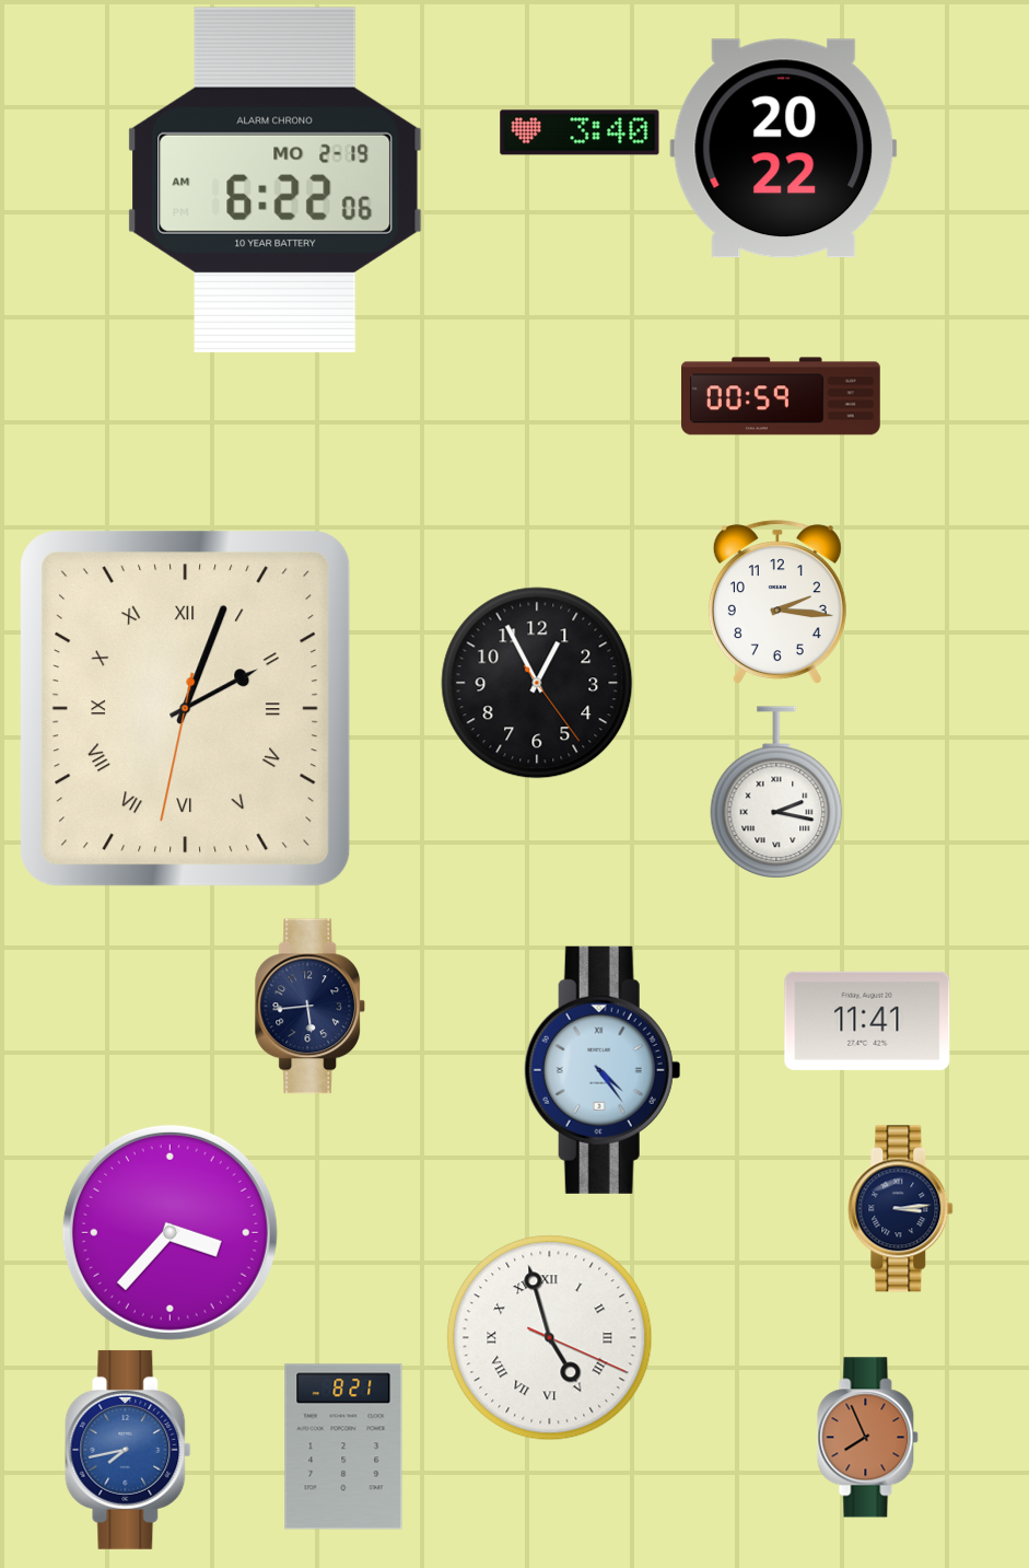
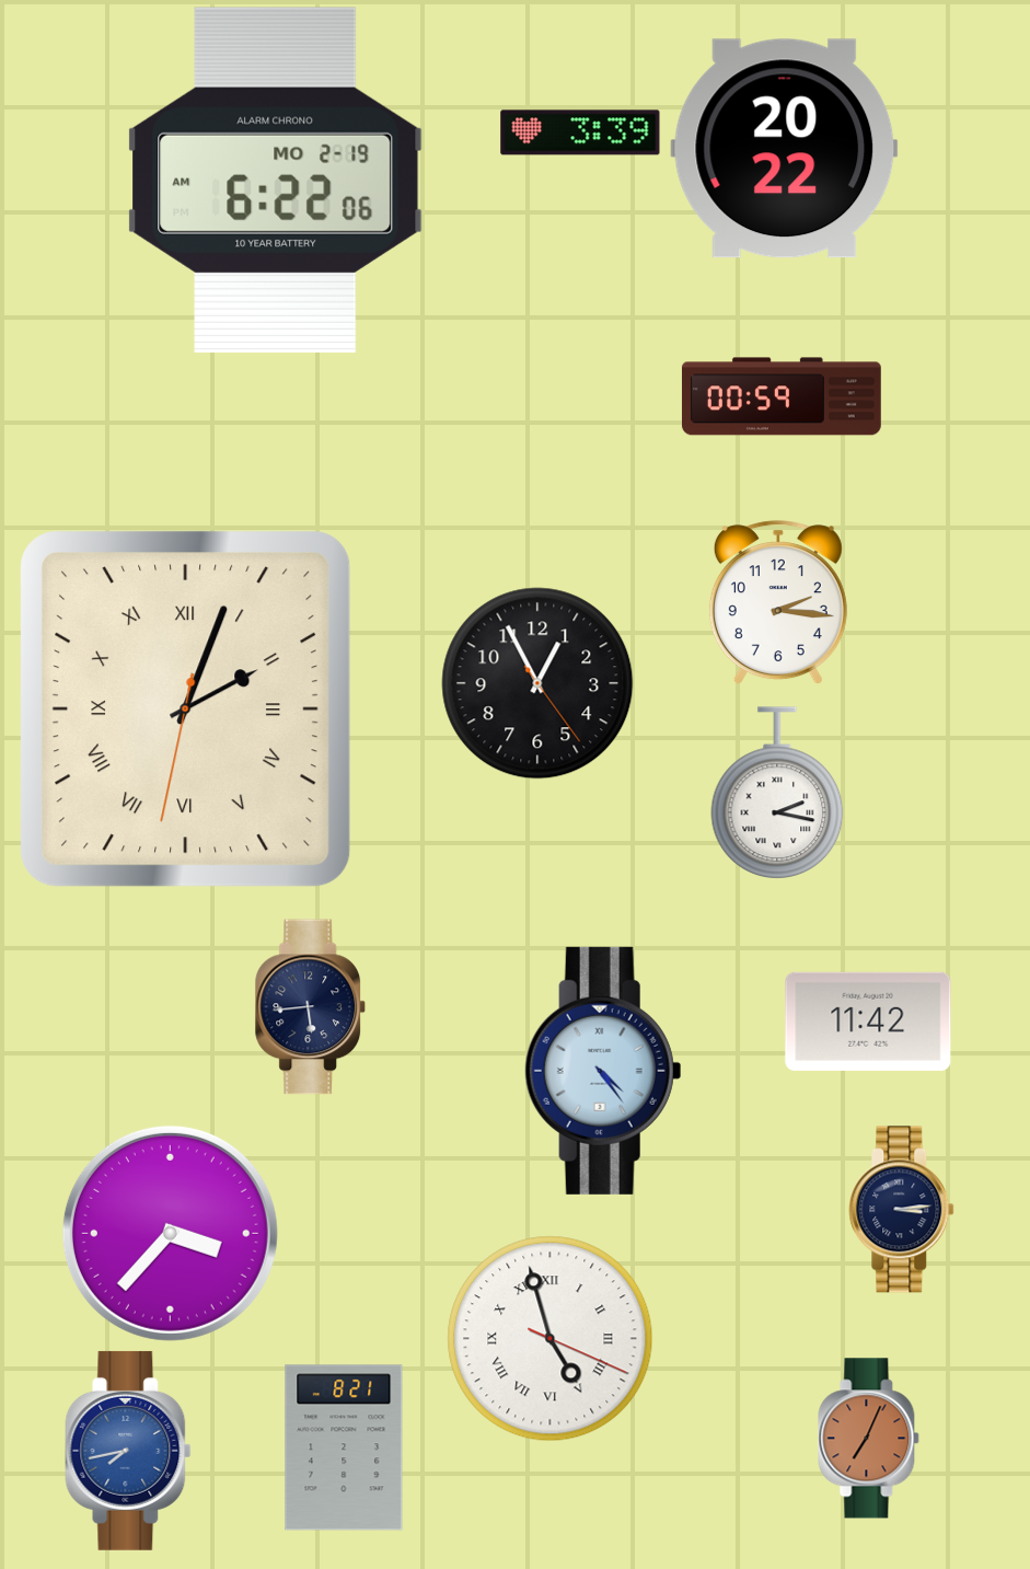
clock at (580, 132): 3:40 -> 3:39
clock at (867, 1021): 11:41 -> 11:42
clock at (868, 1438): 7:56 -> 7:04
